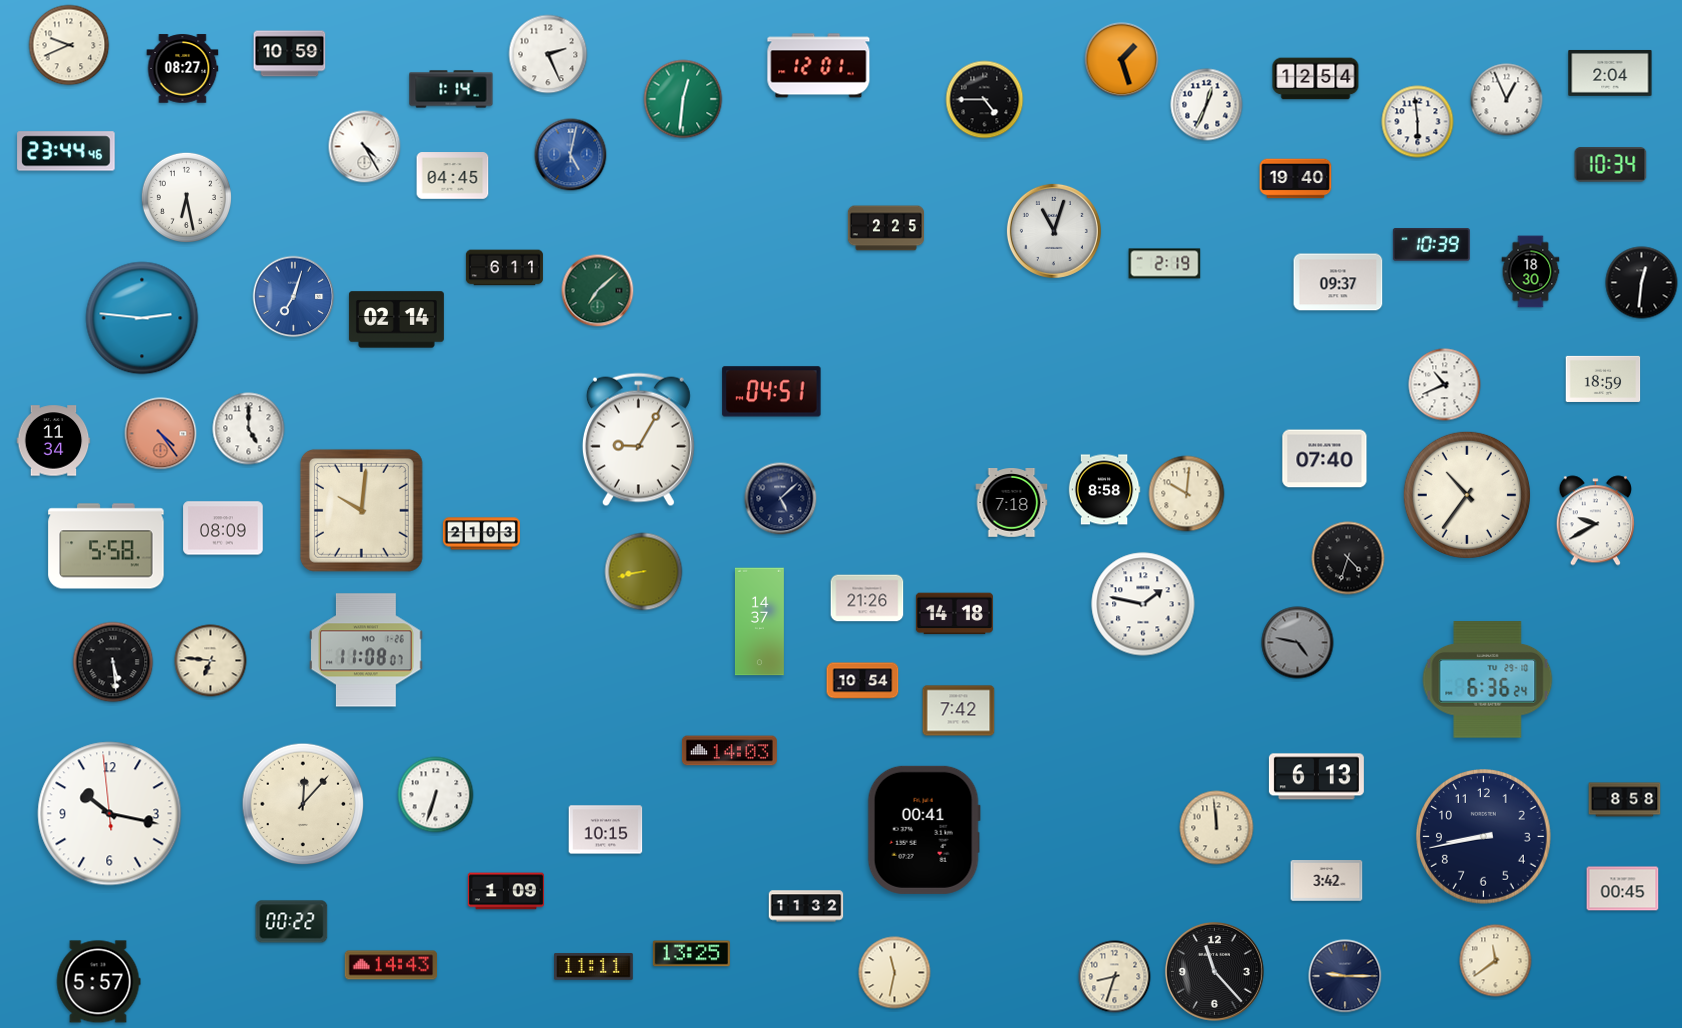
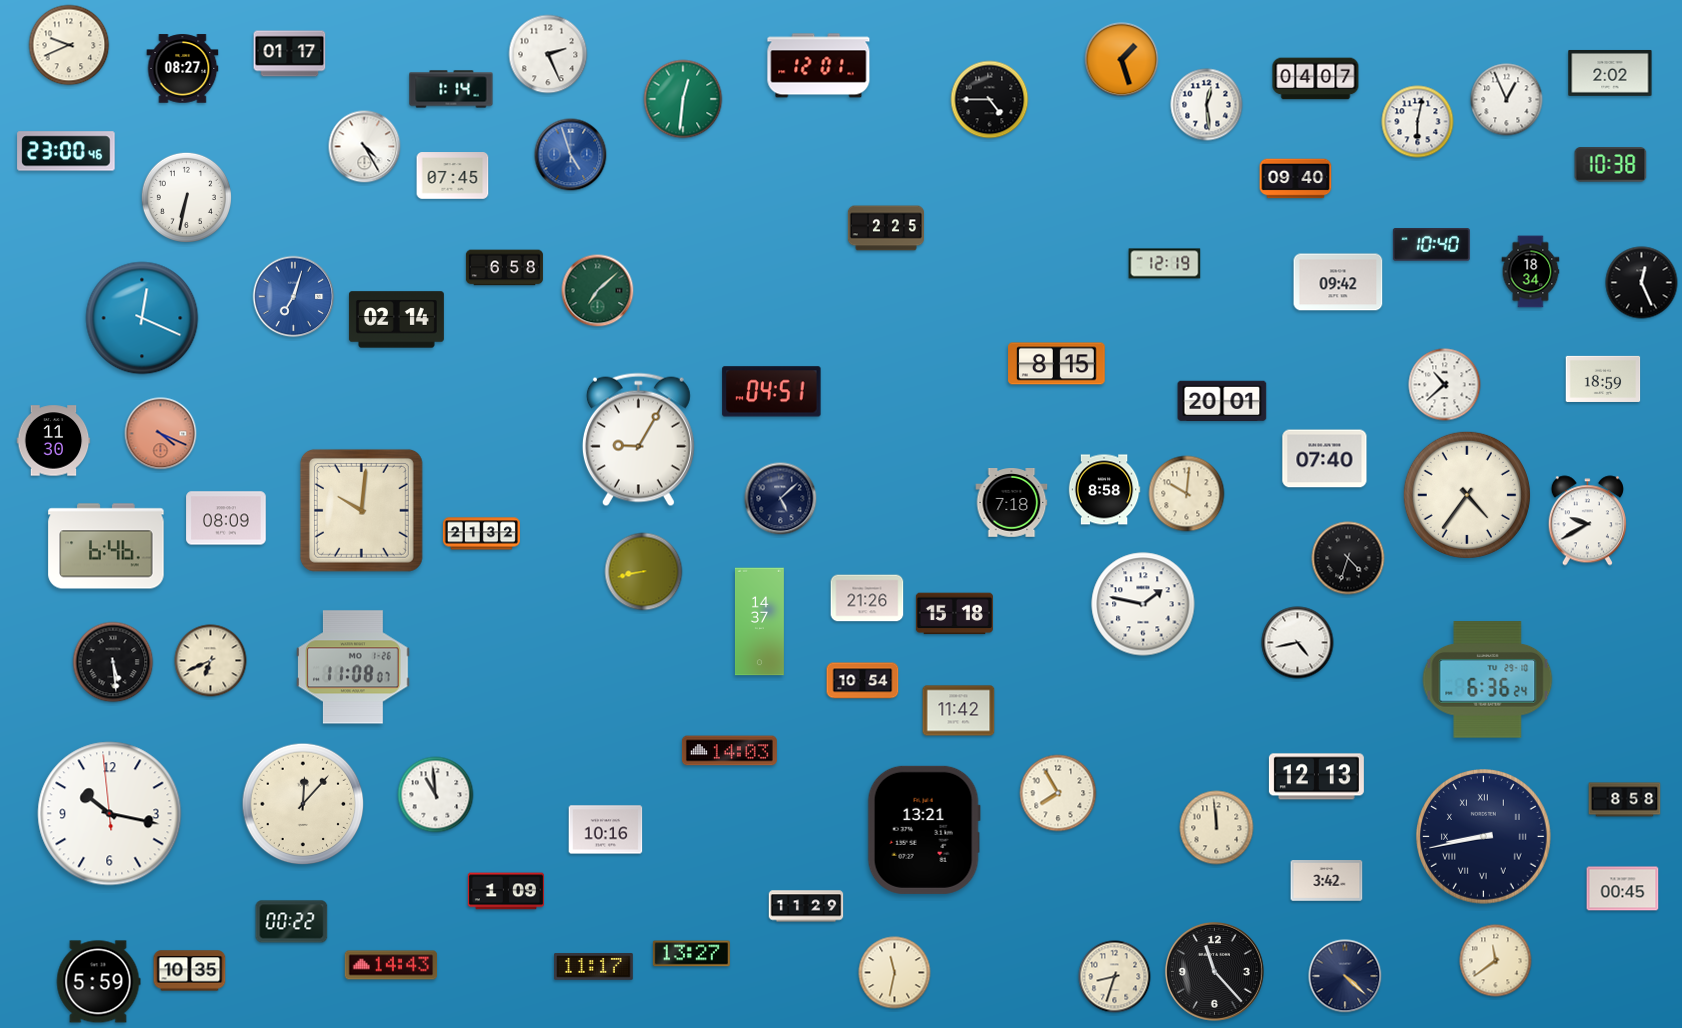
clock at (290, 54): 10:59 -> 01:17
clock at (1610, 73): 2:04 -> 2:02
clock at (1316, 79): 12:54 -> 04:07
clock at (985, 100) position: (985, 100) -> (990, 100)
clock at (1207, 105): 12:34 -> 12:29
clock at (1418, 122): 5:59 -> 6:02
clock at (66, 151): 23:44 -> 23:00
clock at (571, 155): 5:02 -> 4:57
clock at (1611, 165): 10:34 -> 10:38
clock at (453, 176): 04:45 -> 07:45
clock at (1296, 179): 19:40 -> 09:40
clock at (186, 197): 6:28 -> 6:32
clock at (1054, 231): 11:03 -> none
clock at (1431, 245): 10:39 -> 10:40
clock at (1165, 264): 2:19 -> 12:19
clock at (504, 268): 6:11 -> 6:58
clock at (1531, 272): 18:30 -> 18:34
clock at (1338, 282): 09:37 -> 09:42
clock at (1642, 283): 12:31 -> 12:26
clock at (142, 318): 2:46 -> 12:19
clock at (1057, 364): none -> 8:15
clock at (1445, 385): 10:41 -> 10:38
clock at (1222, 401): none -> 20:01
clock at (249, 429): 5:00 -> none
clock at (161, 434): 4:24 -> 4:19
clock at (54, 441): 11:34 -> 11:30
clock at (1467, 495): 10:36 -> 4:36
clock at (1595, 521) position: (1595, 521) -> (1587, 521)
clock at (223, 528) position: (223, 528) -> (226, 518)
clock at (481, 534): 21:03 -> 21:32
clock at (106, 546): 5:58 -> 6:46
clock at (954, 614): 14:18 -> 15:18
clock at (1298, 643): 4:47 -> 4:43
clock at (1298, 643) dial: grey -> white
clock at (367, 650) position: (367, 650) -> (354, 667)
clock at (211, 661): 6:46 -> 6:41
clock at (959, 711): 7:42 -> 11:42
clock at (1316, 777): 6:13 -> 12:13
clock at (1058, 793): none -> 7:55
clock at (436, 795): 6:33 -> 10:59
clock at (606, 830): 10:15 -> 10:16
clock at (924, 830): 00:41 -> 13:21
clock at (1484, 837) numerals: Arabic -> Roman
clock at (806, 906): 11:32 -> 11:29
clock at (691, 954): 13:25 -> 13:27
clock at (594, 967): 11:11 -> 11:17
clock at (190, 971): none -> 10:35
clock at (1345, 976): 9:15 -> 4:22
clock at (98, 982): 5:57 -> 5:59
